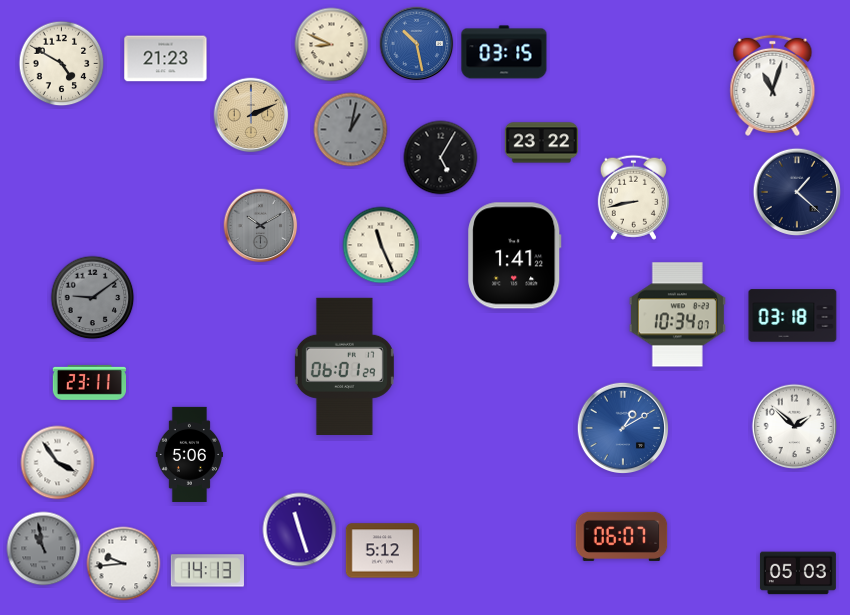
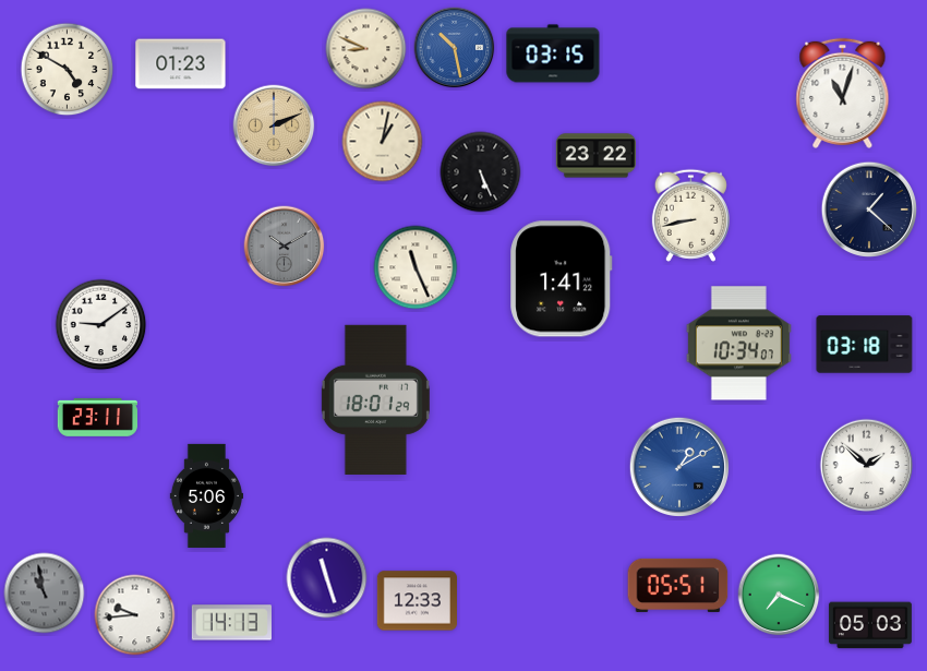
clock at (332, 45) position: (332, 45) -> (366, 49)
clock at (504, 52) position: (504, 52) -> (553, 53)
clock at (166, 59): 21:23 -> 01:23
clock at (351, 130) dial: grey -> cream
clock at (541, 143) position: (541, 143) -> (595, 156)
clock at (441, 158): 5:05 -> 5:26
clock at (93, 298) dial: grey -> white
clock at (344, 366): 06:01 -> 18:01
clock at (58, 463): 3:54 -> none
clock at (622, 536): 06:07 -> 05:51
clock at (779, 595): none -> 7:19
clock at (44, 549) position: (44, 549) -> (45, 594)
clock at (382, 551): 5:12 -> 12:33
clock at (207, 571) position: (207, 571) -> (231, 623)
